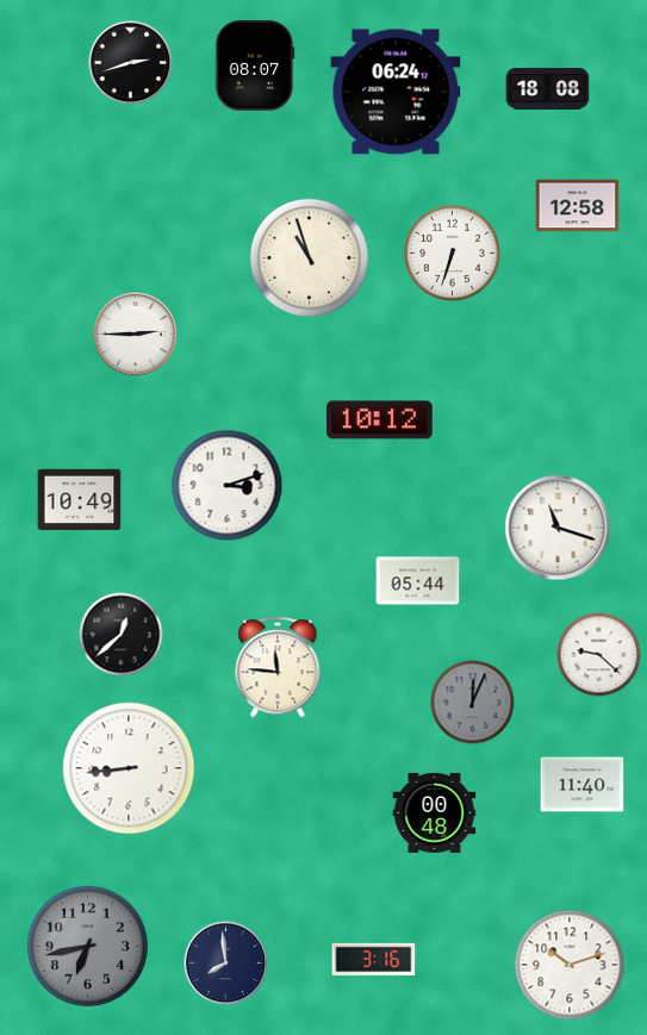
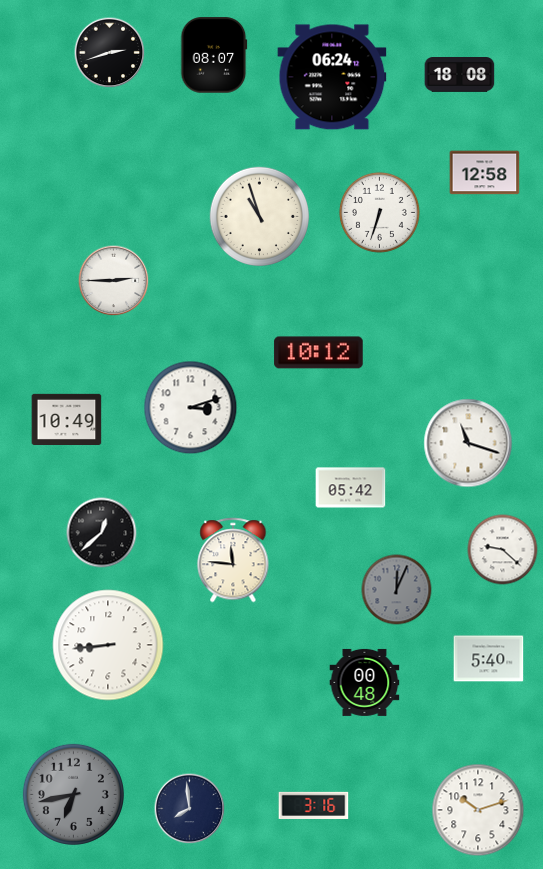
clock at (418, 581): 05:44 -> 05:42
clock at (583, 785): 11:40 -> 5:40
